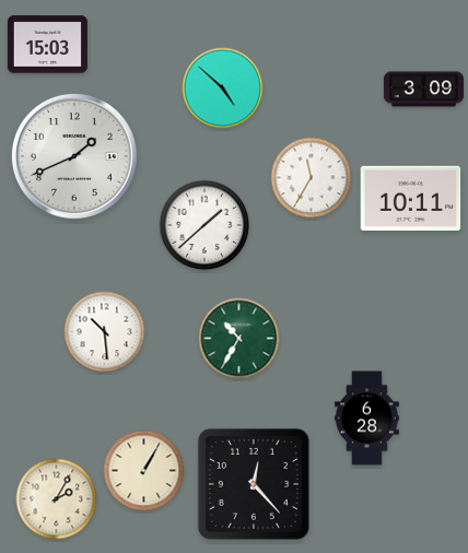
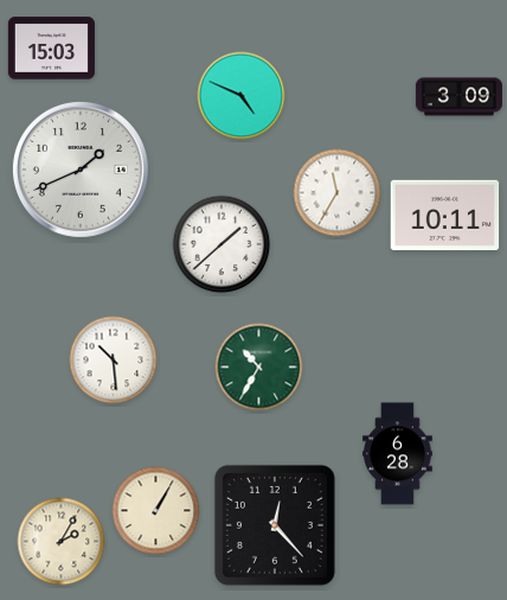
clock at (223, 89): 4:52 -> 4:49
